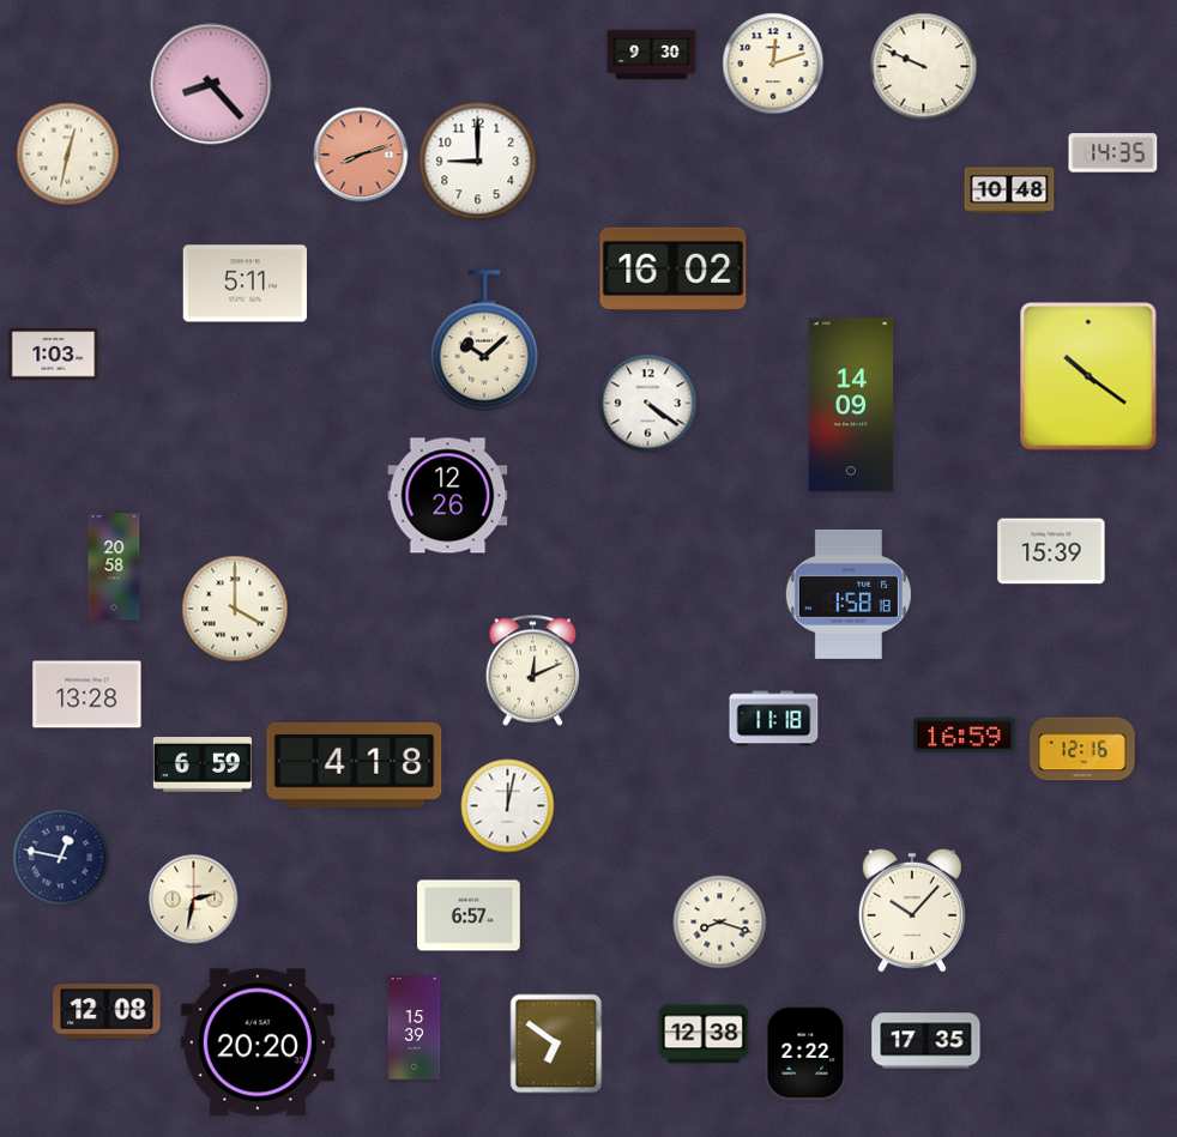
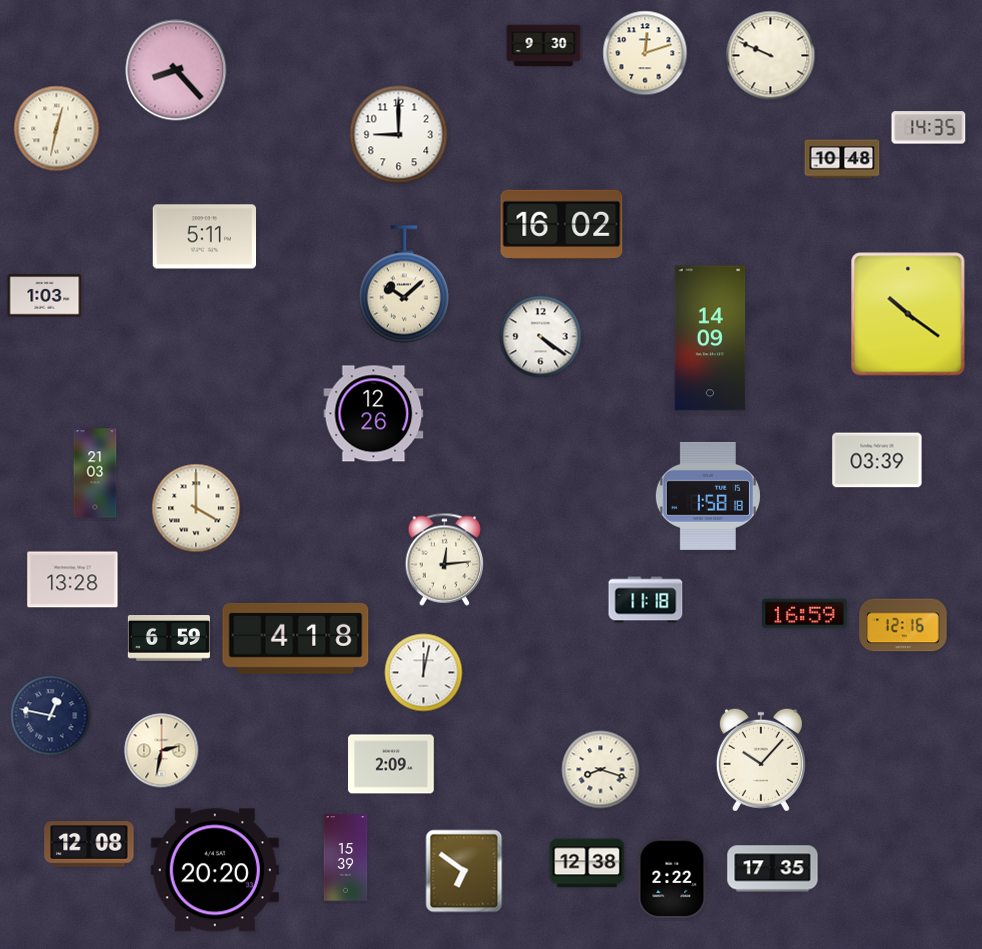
clock at (361, 155): 8:12 -> none
clock at (1051, 551): 15:39 -> 03:39
clock at (114, 567): 20:58 -> 21:03
clock at (533, 670): 12:11 -> 12:14
clock at (469, 915): 6:57 -> 2:09
